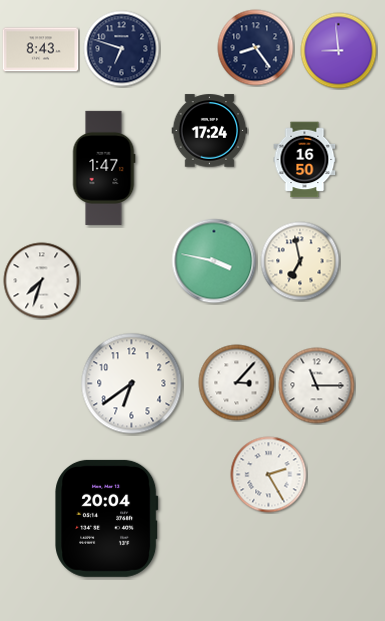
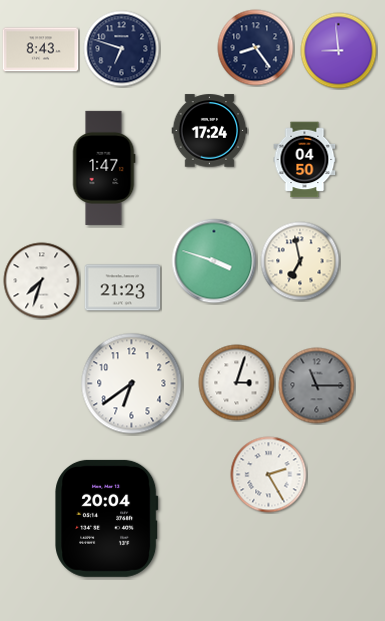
clock at (305, 160): 16:50 -> 04:50
clock at (214, 261): 3:47 -> 3:48
clock at (123, 288): none -> 21:23
clock at (237, 383): 3:07 -> 3:03
clock at (317, 386) dial: white -> grey
